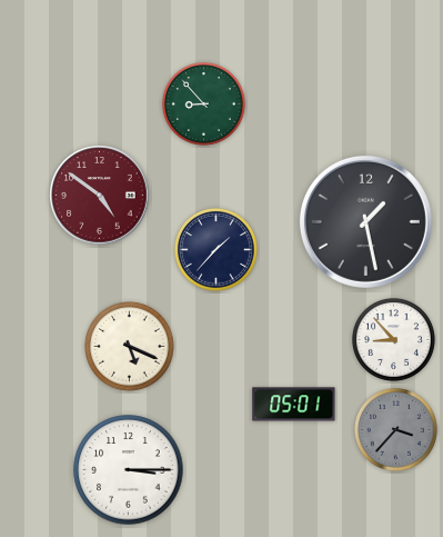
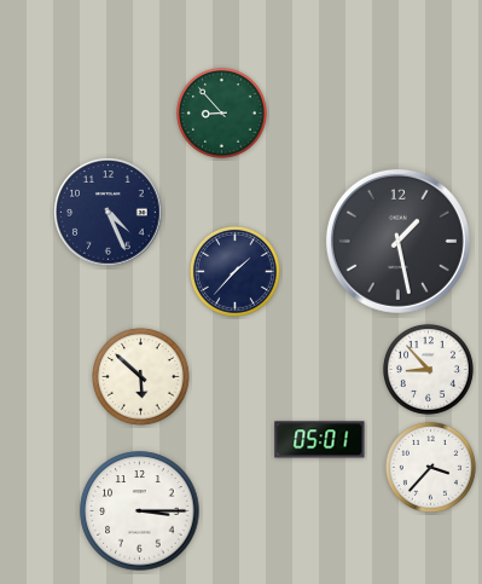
clock at (100, 196): 4:51 -> 4:26
clock at (100, 196) dial: burgundy -> navy
clock at (130, 347): 5:19 -> 5:52
clock at (395, 429) dial: grey -> white
